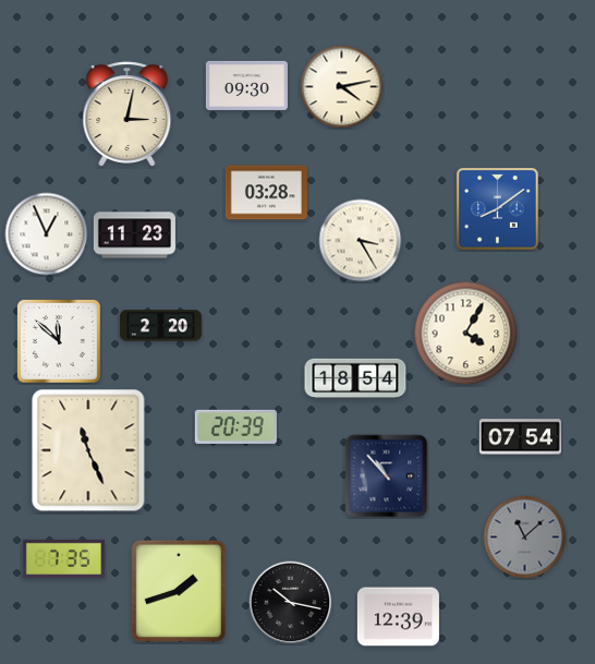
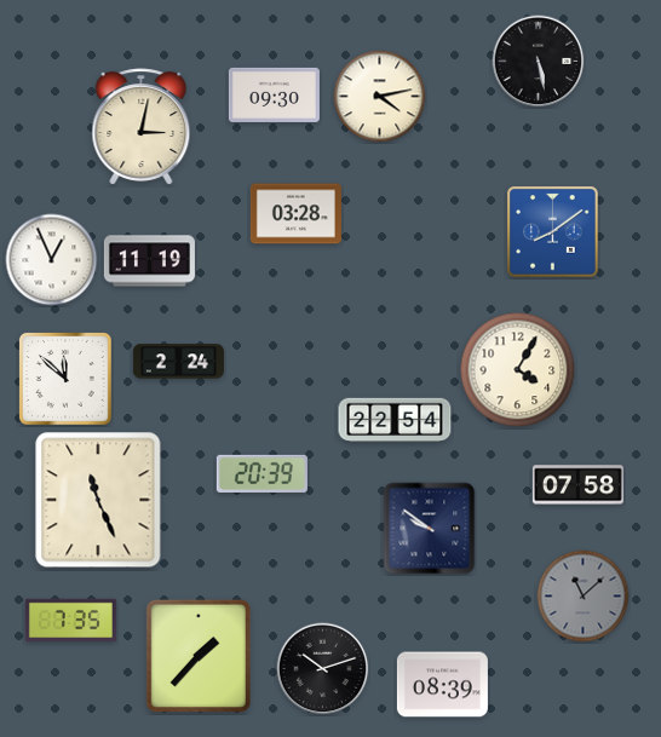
clock at (539, 62): none -> 5:28
clock at (134, 236): 11:23 -> 11:19
clock at (361, 241): 3:25 -> none
clock at (160, 326): 2:20 -> 2:24
clock at (355, 378): 18:54 -> 22:54
clock at (520, 437): 07:54 -> 07:58
clock at (387, 476): 10:53 -> 9:51
clock at (178, 590): 1:42 -> 1:37
clock at (291, 603): 10:17 -> 10:12
clock at (398, 617): 12:39 -> 08:39
